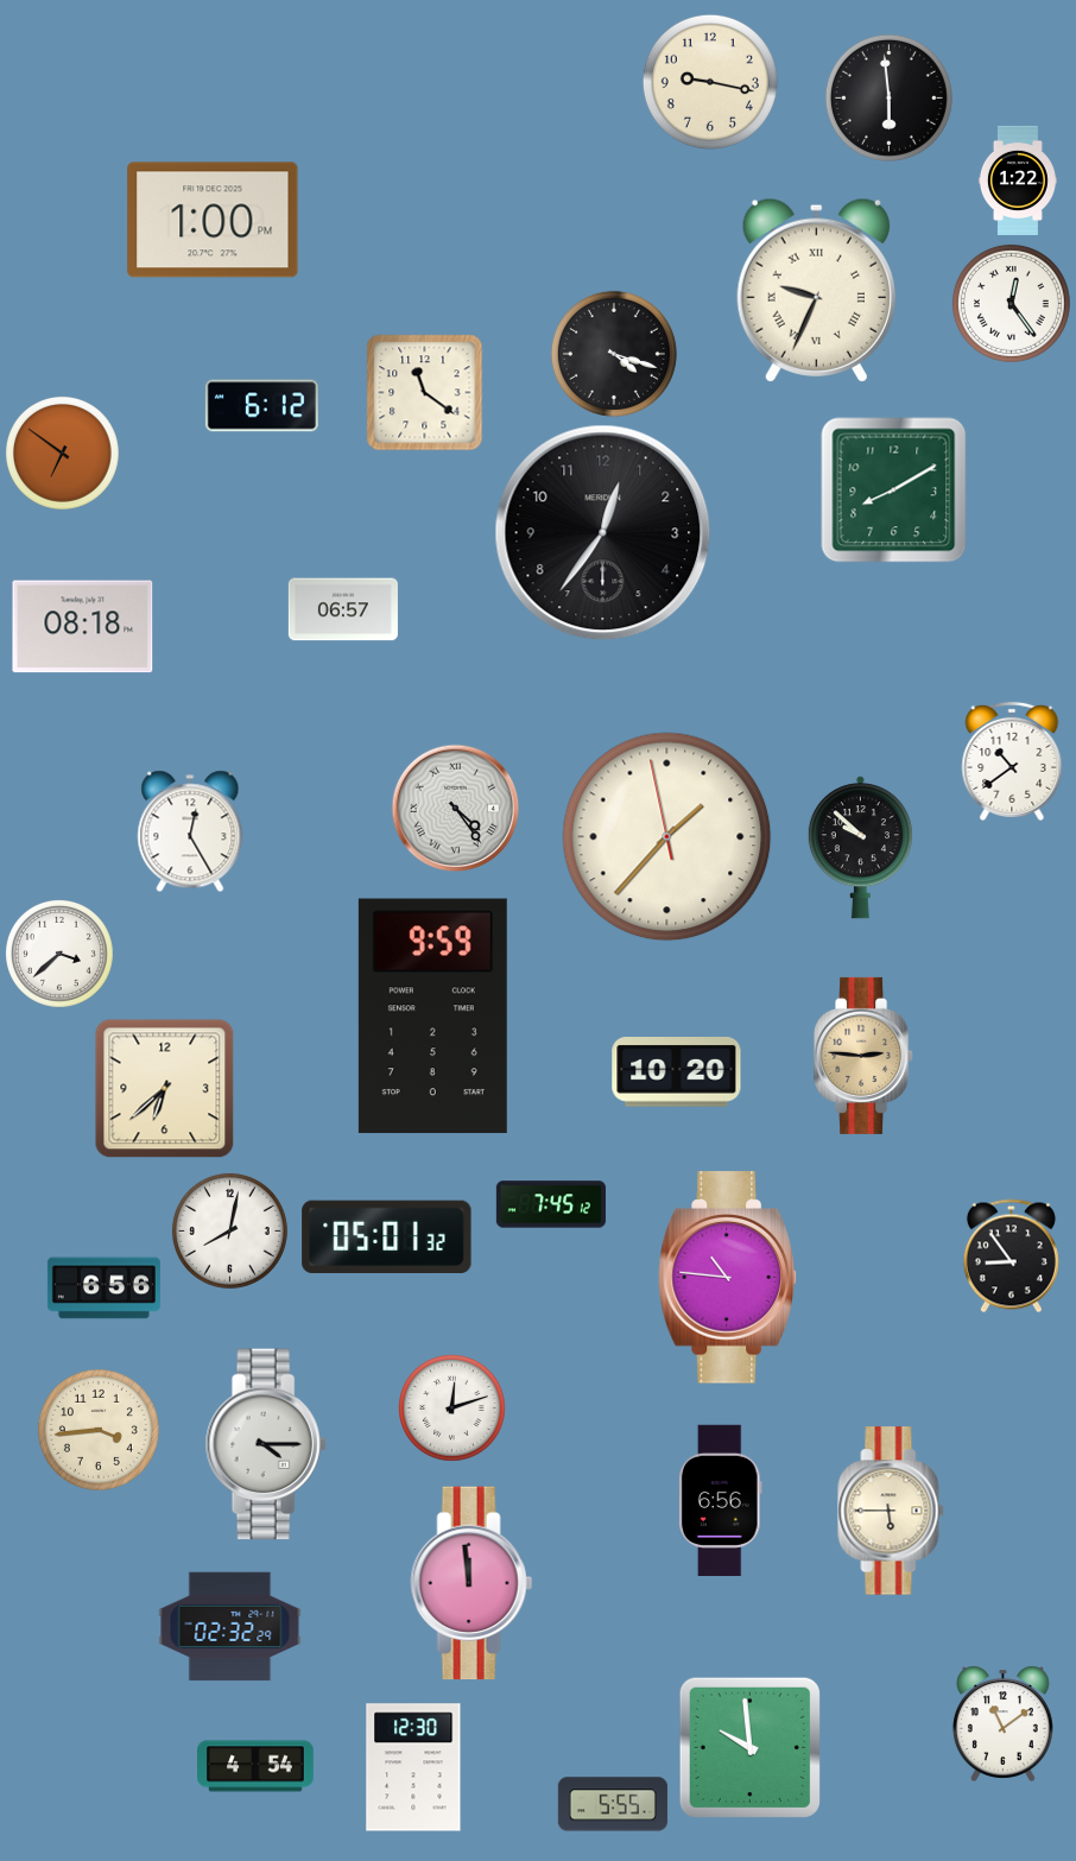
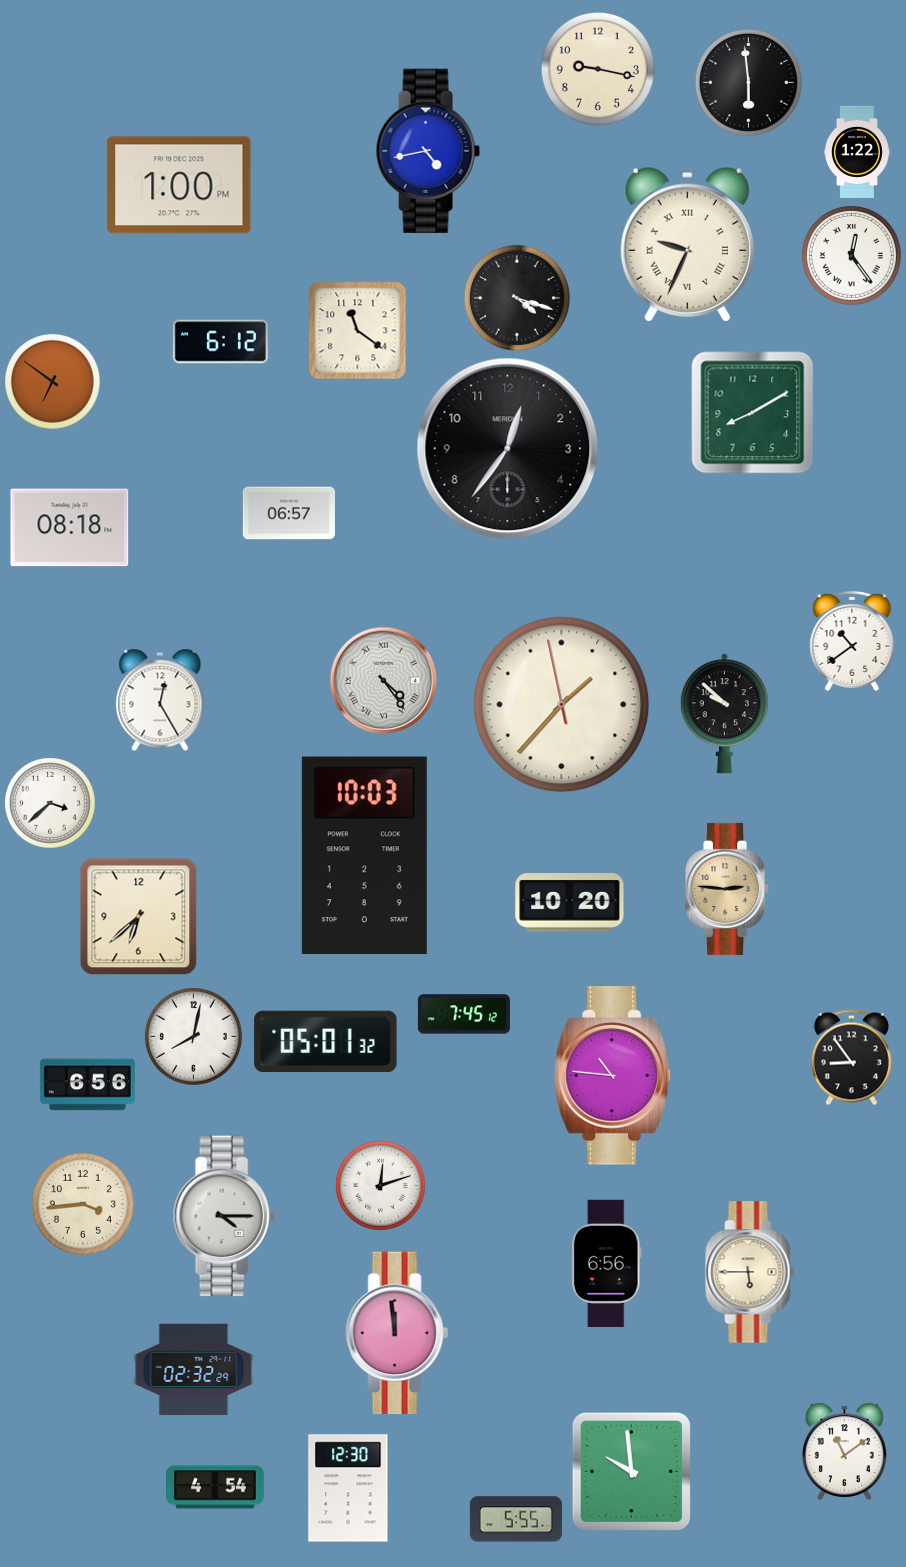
clock at (428, 151): none -> 4:43
clock at (432, 1017): 9:59 -> 10:03
